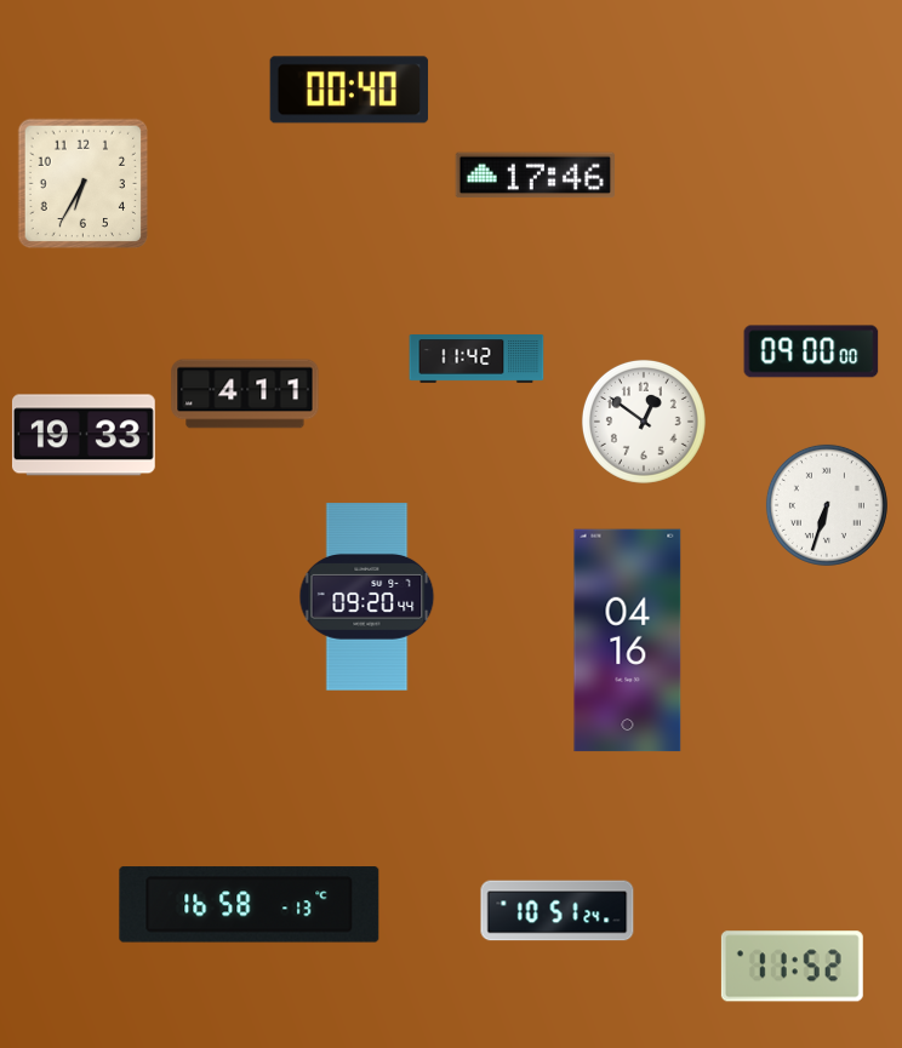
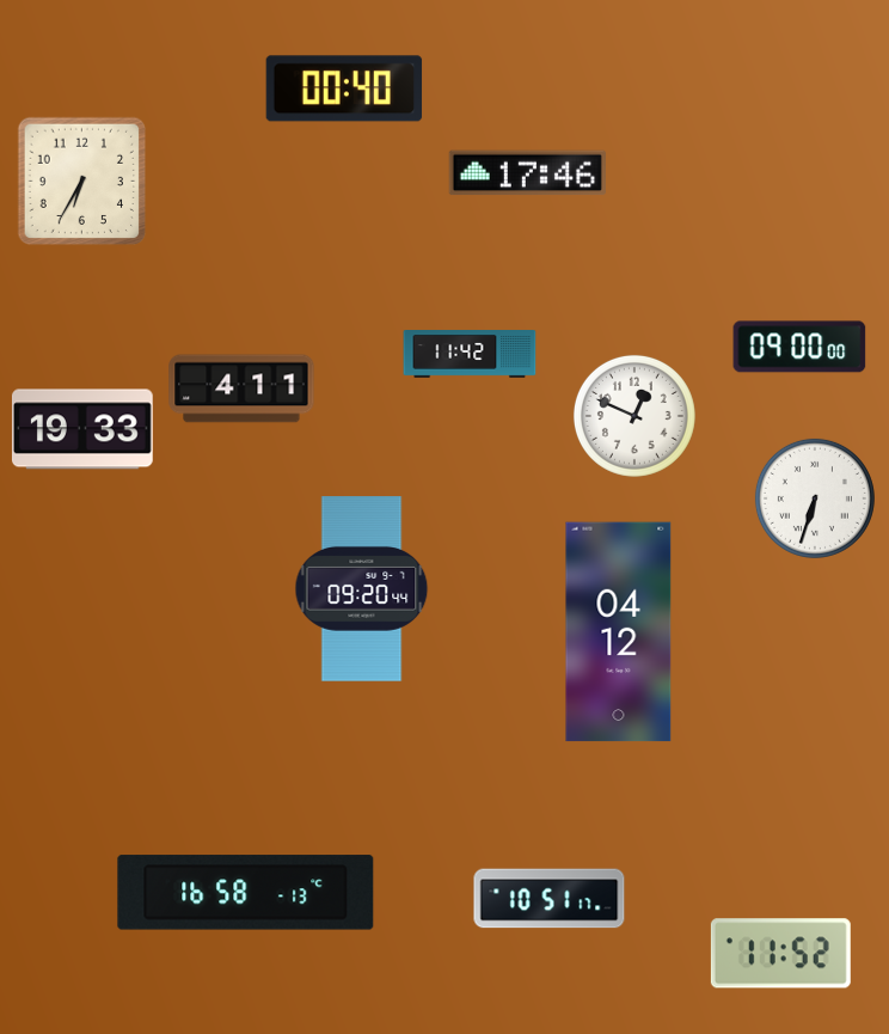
clock at (644, 422): 12:51 -> 12:49
clock at (628, 641): 04:16 -> 04:12
clock at (558, 911): 10:51:24 -> 10:51:17
